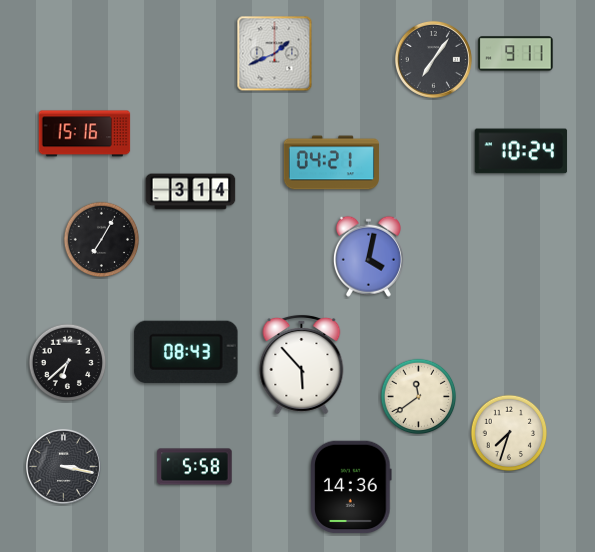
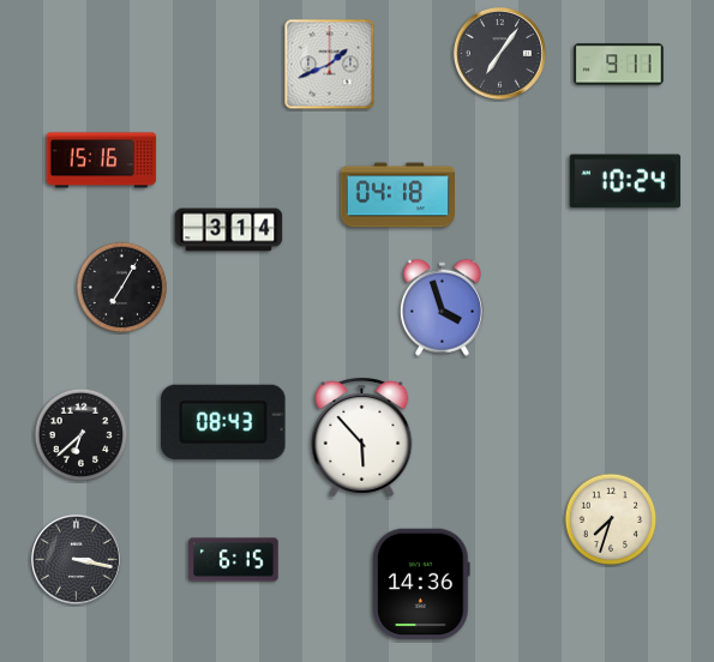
clock at (433, 59) position: (433, 59) -> (499, 53)
clock at (331, 163): 04:21 -> 04:18
clock at (368, 256): 4:02 -> 3:57
clock at (419, 397): 11:39 -> none
clock at (195, 467): 5:58 -> 6:15
